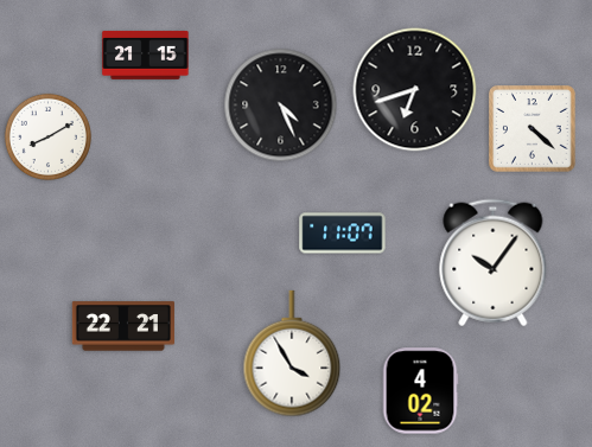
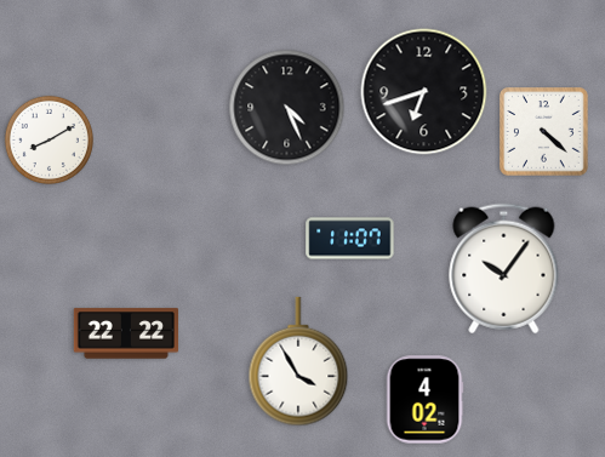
clock at (146, 55): 21:15 -> none
clock at (123, 326): 22:21 -> 22:22
clock at (420, 391) position: (420, 391) -> (424, 400)
